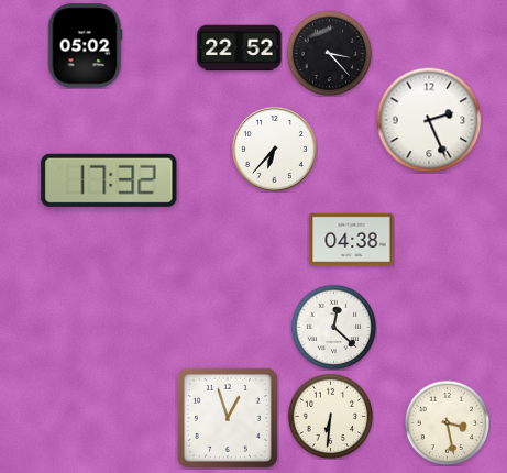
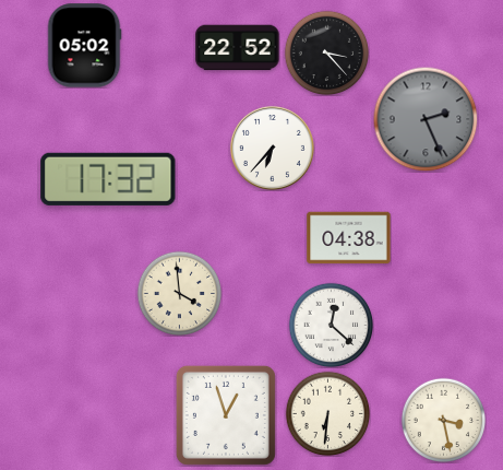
clock at (429, 120) dial: white -> grey
clock at (179, 293): none -> 3:59
